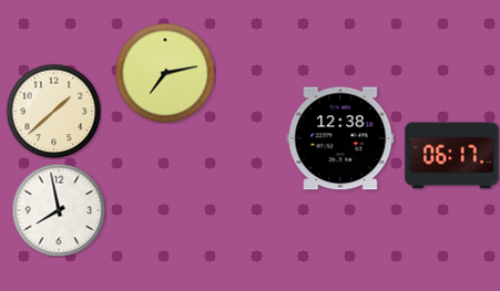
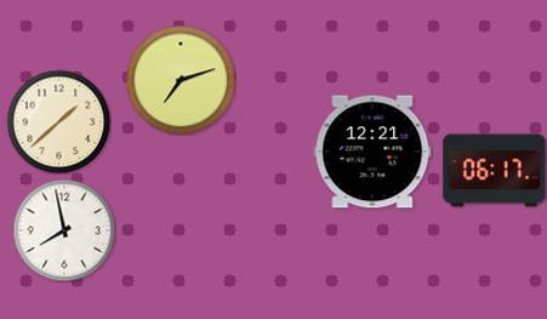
clock at (165, 73): 7:13 -> 7:12
clock at (340, 138): 12:38 -> 12:21
